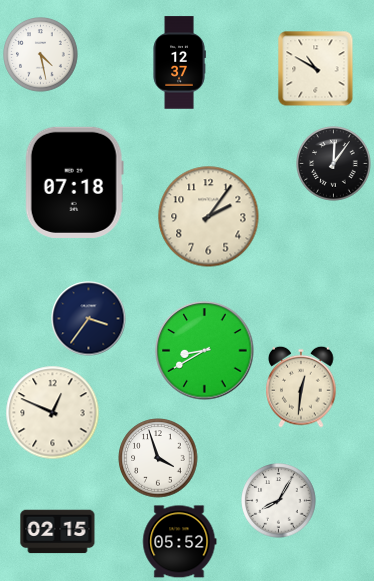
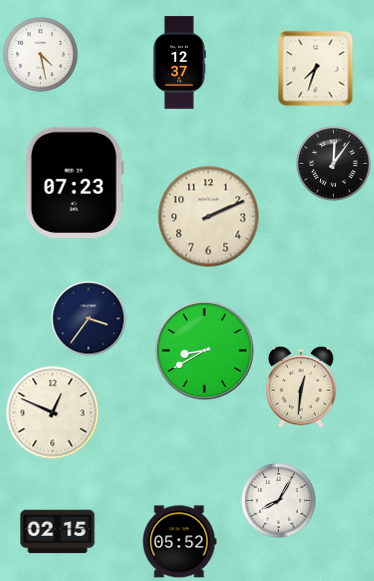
clock at (316, 69): 10:50 -> 7:33
clock at (74, 182): 07:18 -> 07:23
clock at (209, 217): 2:06 -> 2:11
clock at (158, 458): 3:57 -> none
